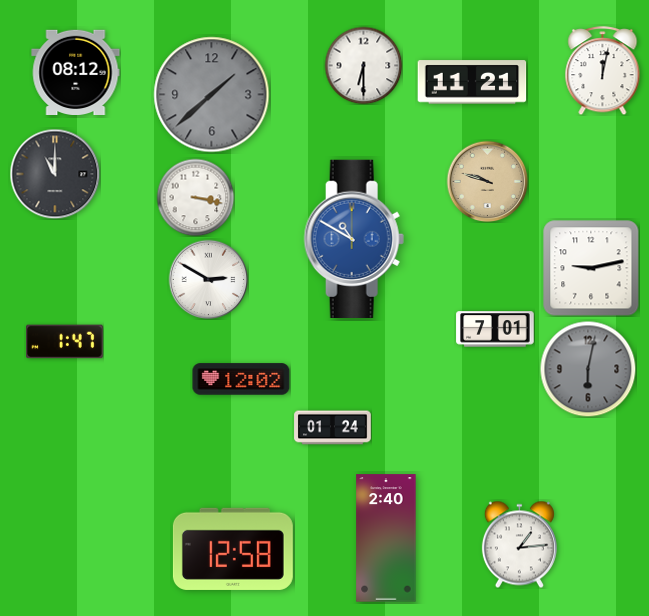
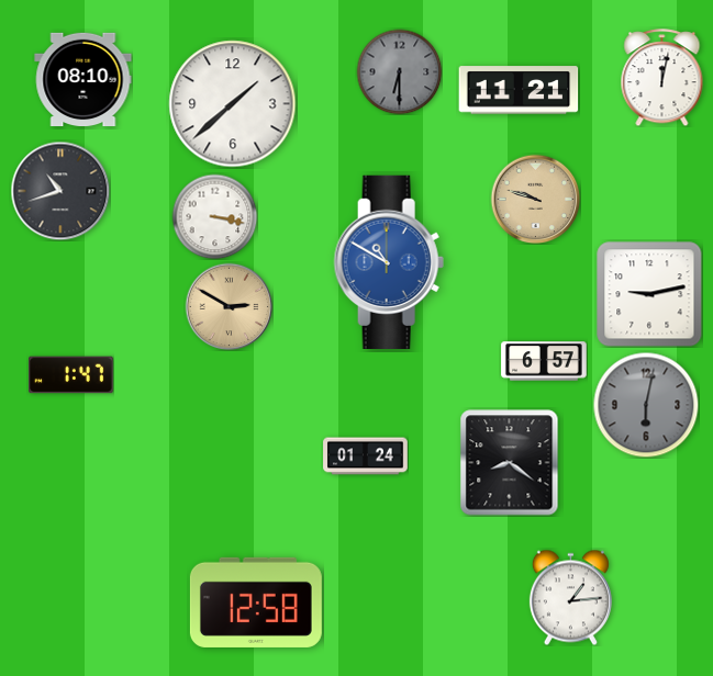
clock at (363, 65) dial: white -> grey
clock at (76, 72): 08:12 -> 08:10
clock at (212, 95) dial: grey -> white
clock at (55, 174): 11:00 -> 10:42
clock at (208, 279) dial: white -> champagne
clock at (495, 329): 7:01 -> 6:57
clock at (241, 379): 12:02 -> none
clock at (510, 463): none -> 8:21
clock at (333, 428) position: (333, 428) -> (366, 457)
clock at (386, 538): 2:40 -> none
